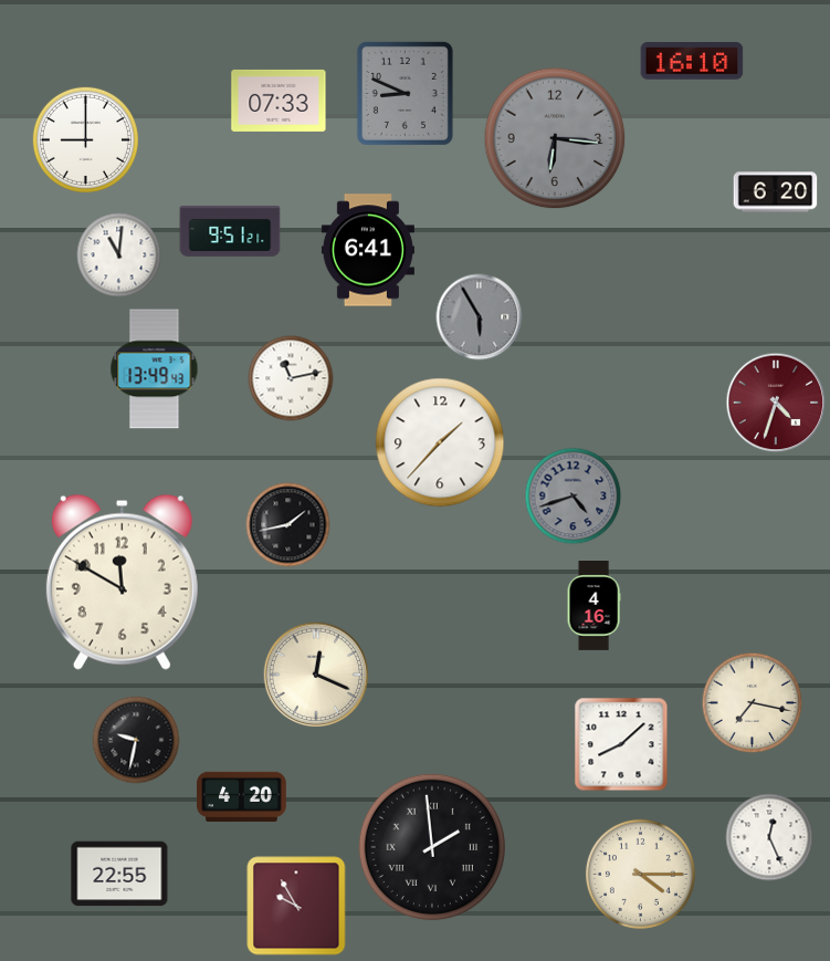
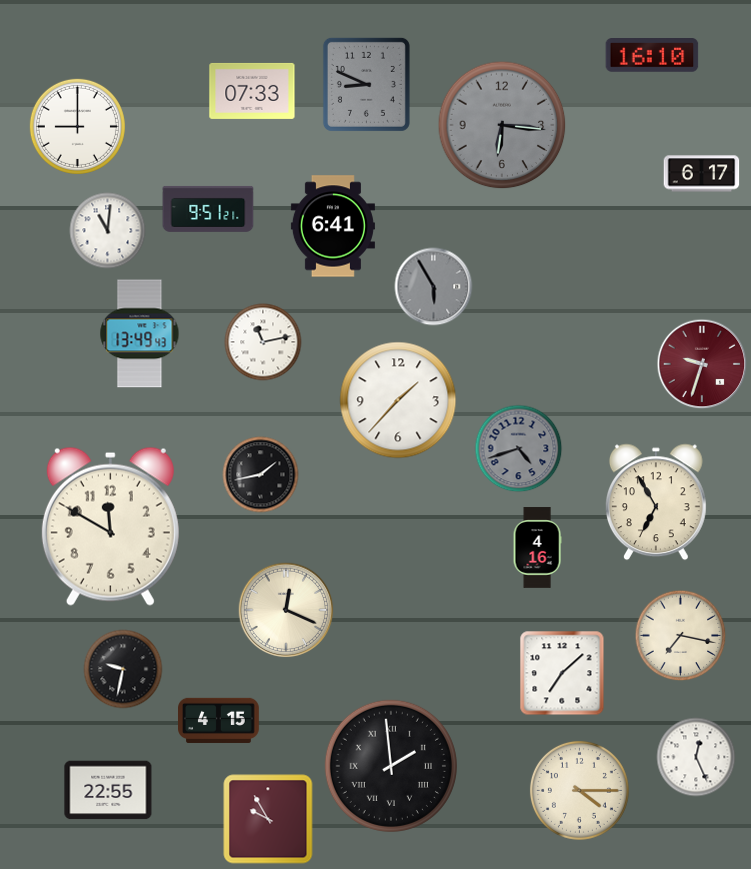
clock at (692, 62) position: (692, 62) -> (652, 56)
clock at (776, 192): 6:20 -> 6:17
clock at (776, 403): 4:33 -> 9:33
clock at (656, 502): none -> 6:55
clock at (621, 744): 8:08 -> 7:08
clock at (242, 796): 4:20 -> 4:15
